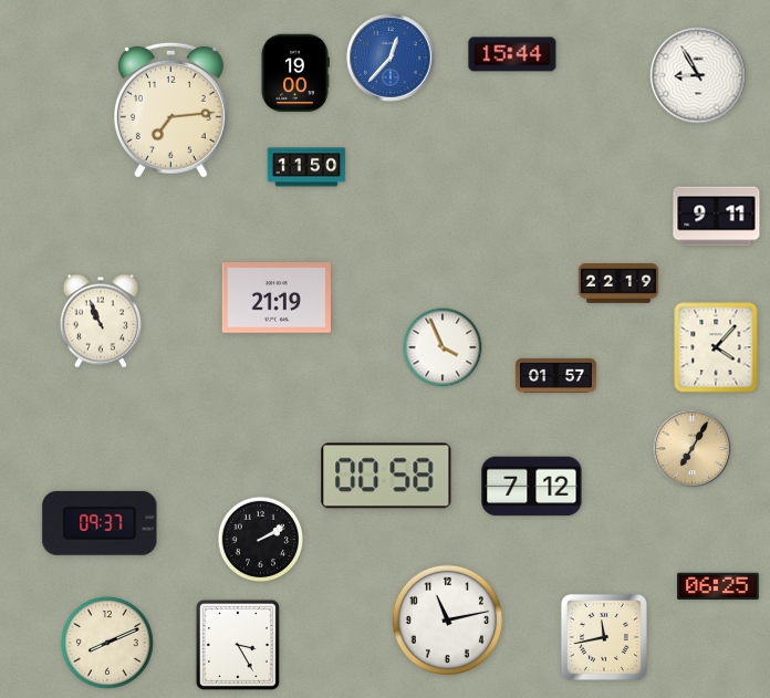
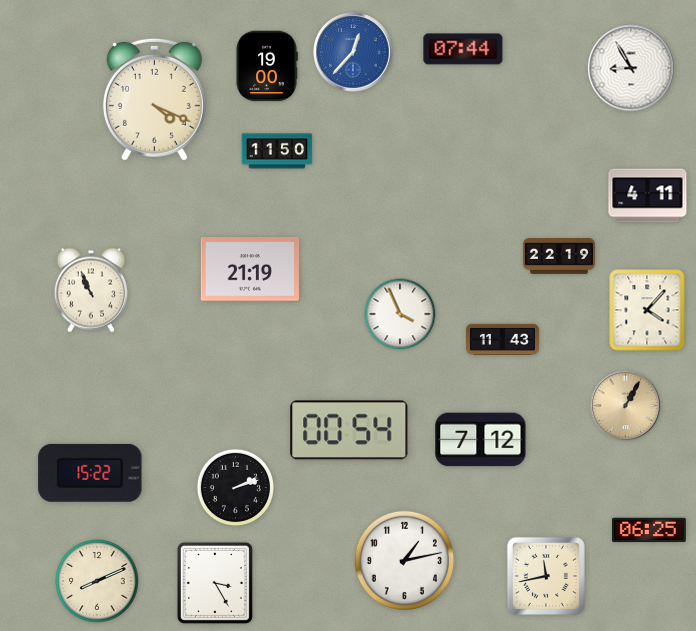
clock at (512, 54): 15:44 -> 07:44
clock at (170, 110): 7:14 -> 4:19
clock at (717, 217): 9:11 -> 4:11
clock at (716, 347) position: (716, 347) -> (647, 310)
clock at (555, 375): 01:57 -> 11:43
clock at (693, 449): 7:05 -> 1:05
clock at (386, 476): 00:58 -> 00:54
clock at (100, 523): 09:37 -> 15:22
clock at (260, 539): 2:10 -> 2:12
clock at (447, 619): 11:13 -> 1:13
